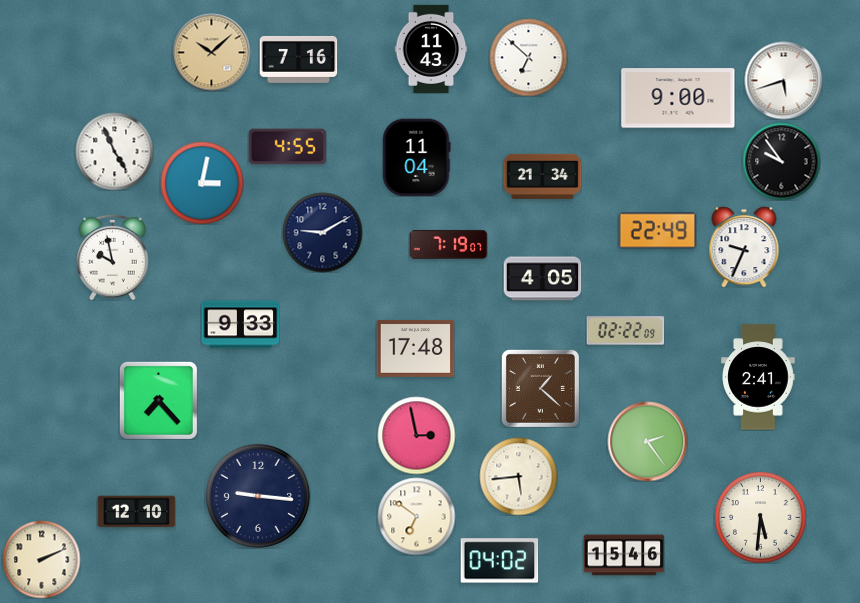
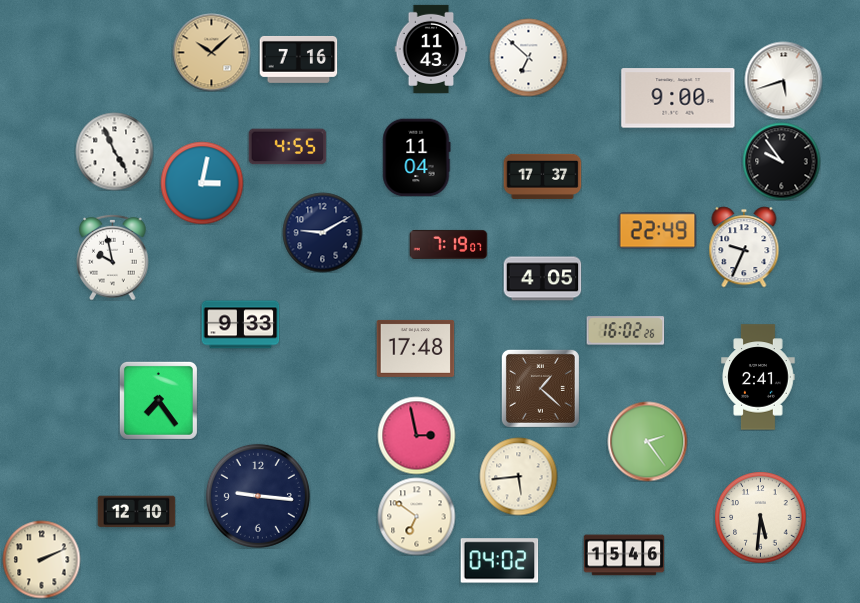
clock at (542, 176): 21:34 -> 17:37
clock at (625, 331): 02:22 -> 16:02
clock at (158, 400): 7:23 -> 7:24
